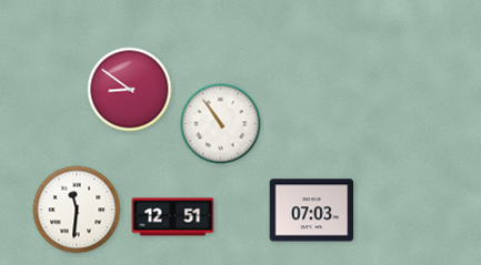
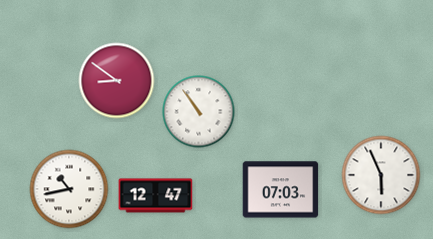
clock at (381, 175): none -> 5:56
clock at (77, 210): 11:31 -> 10:43
clock at (173, 217): 12:51 -> 12:47
